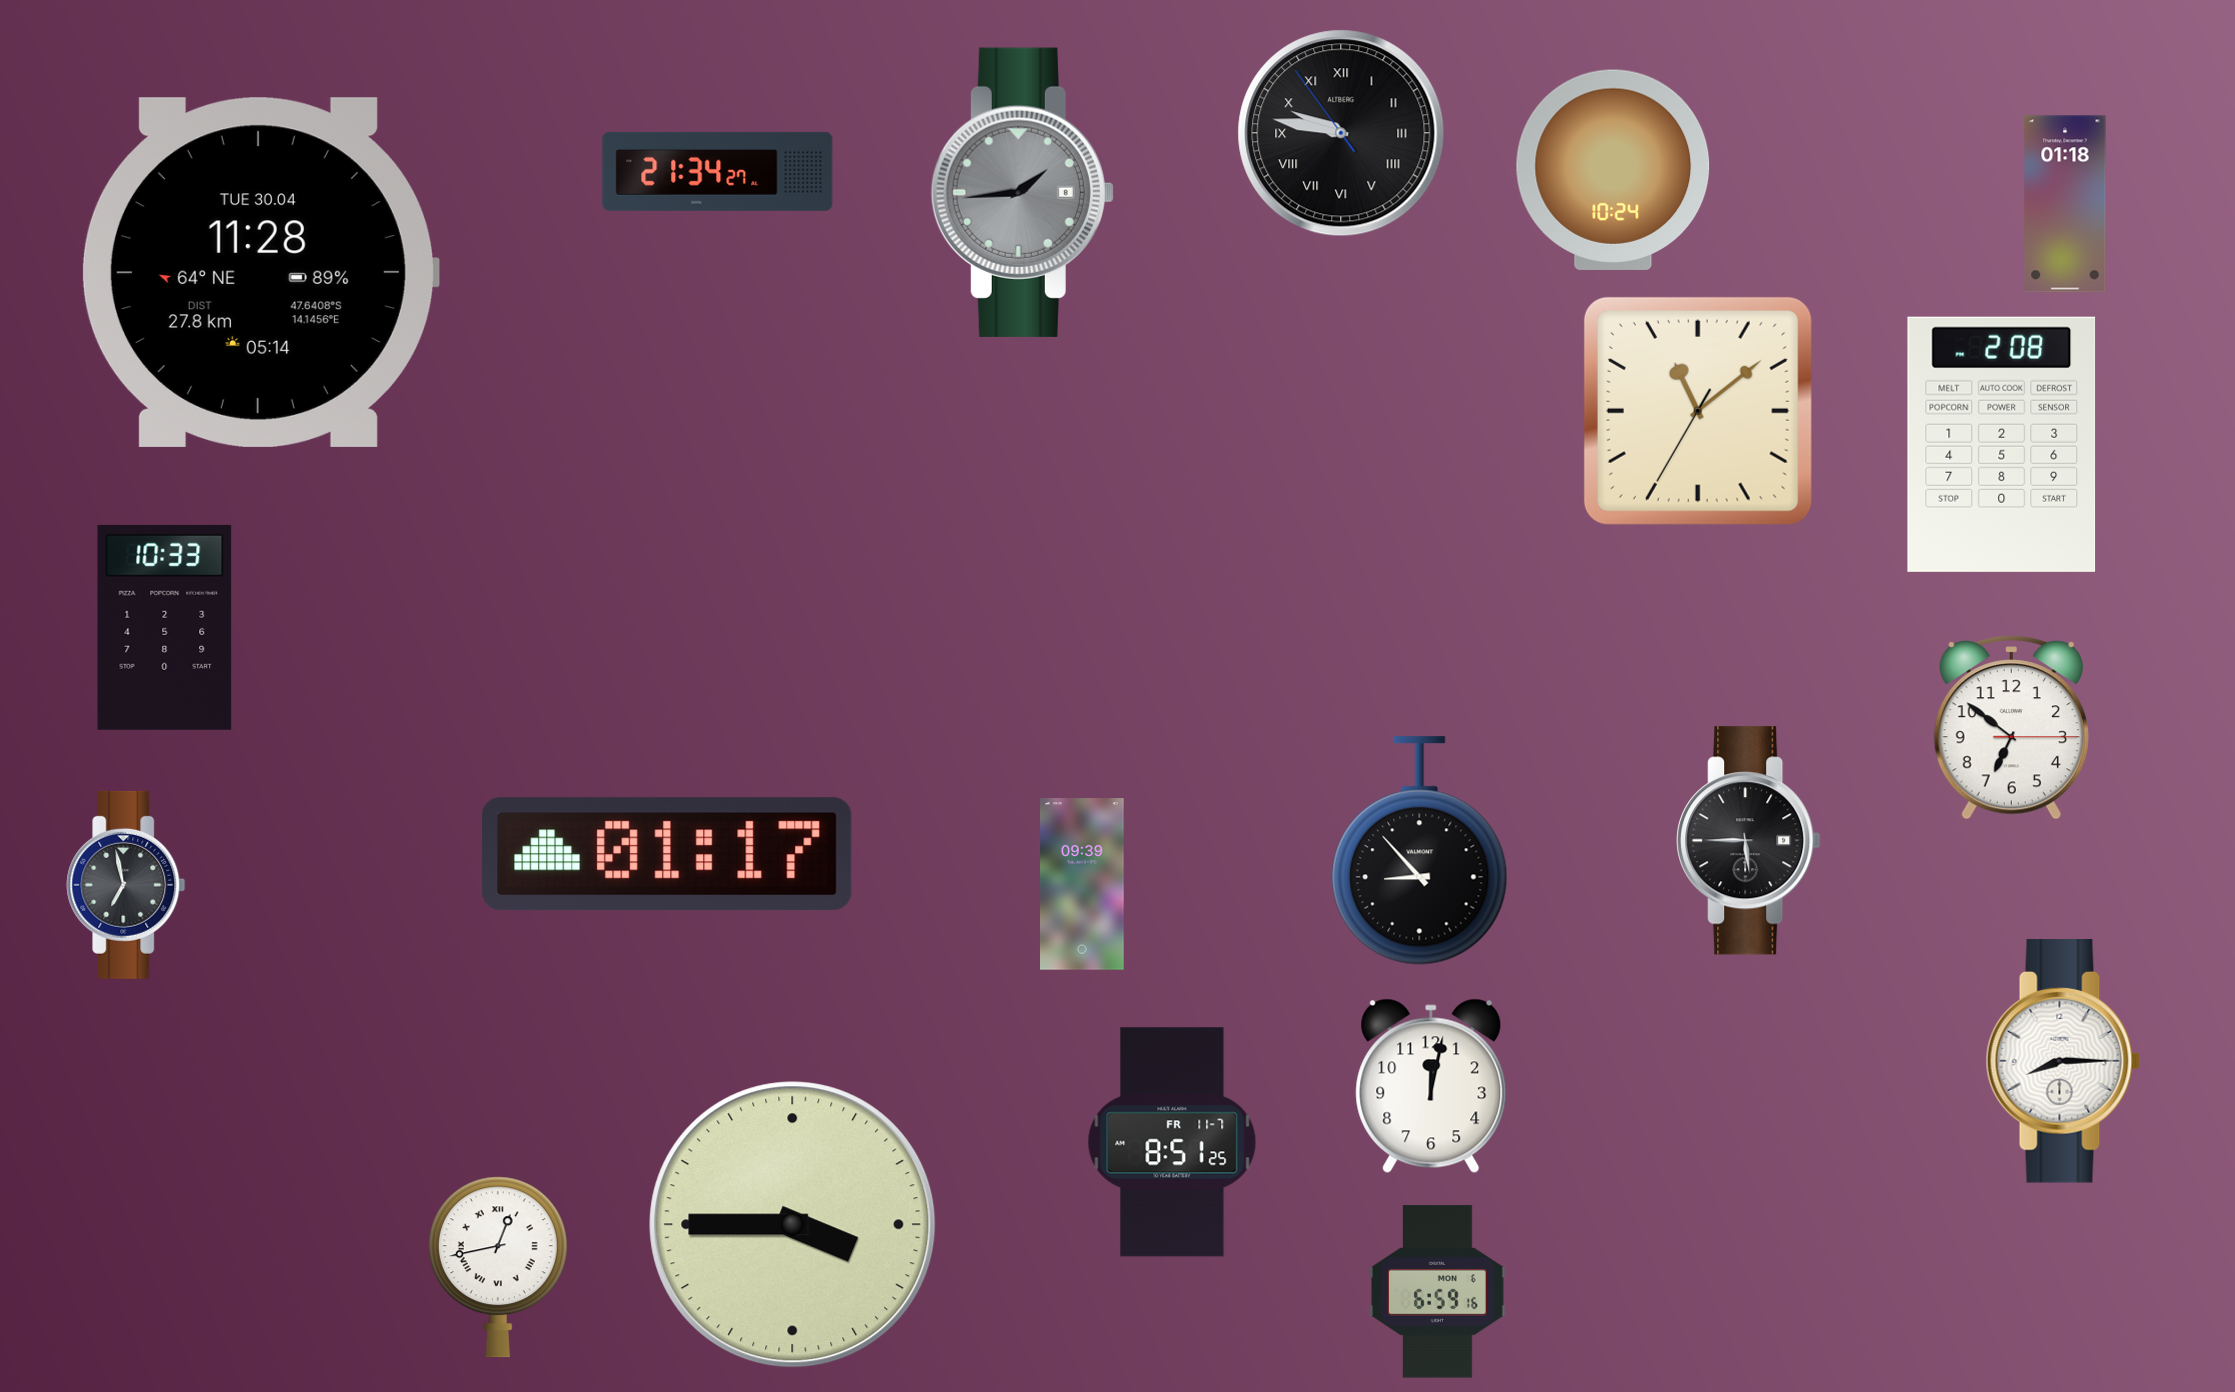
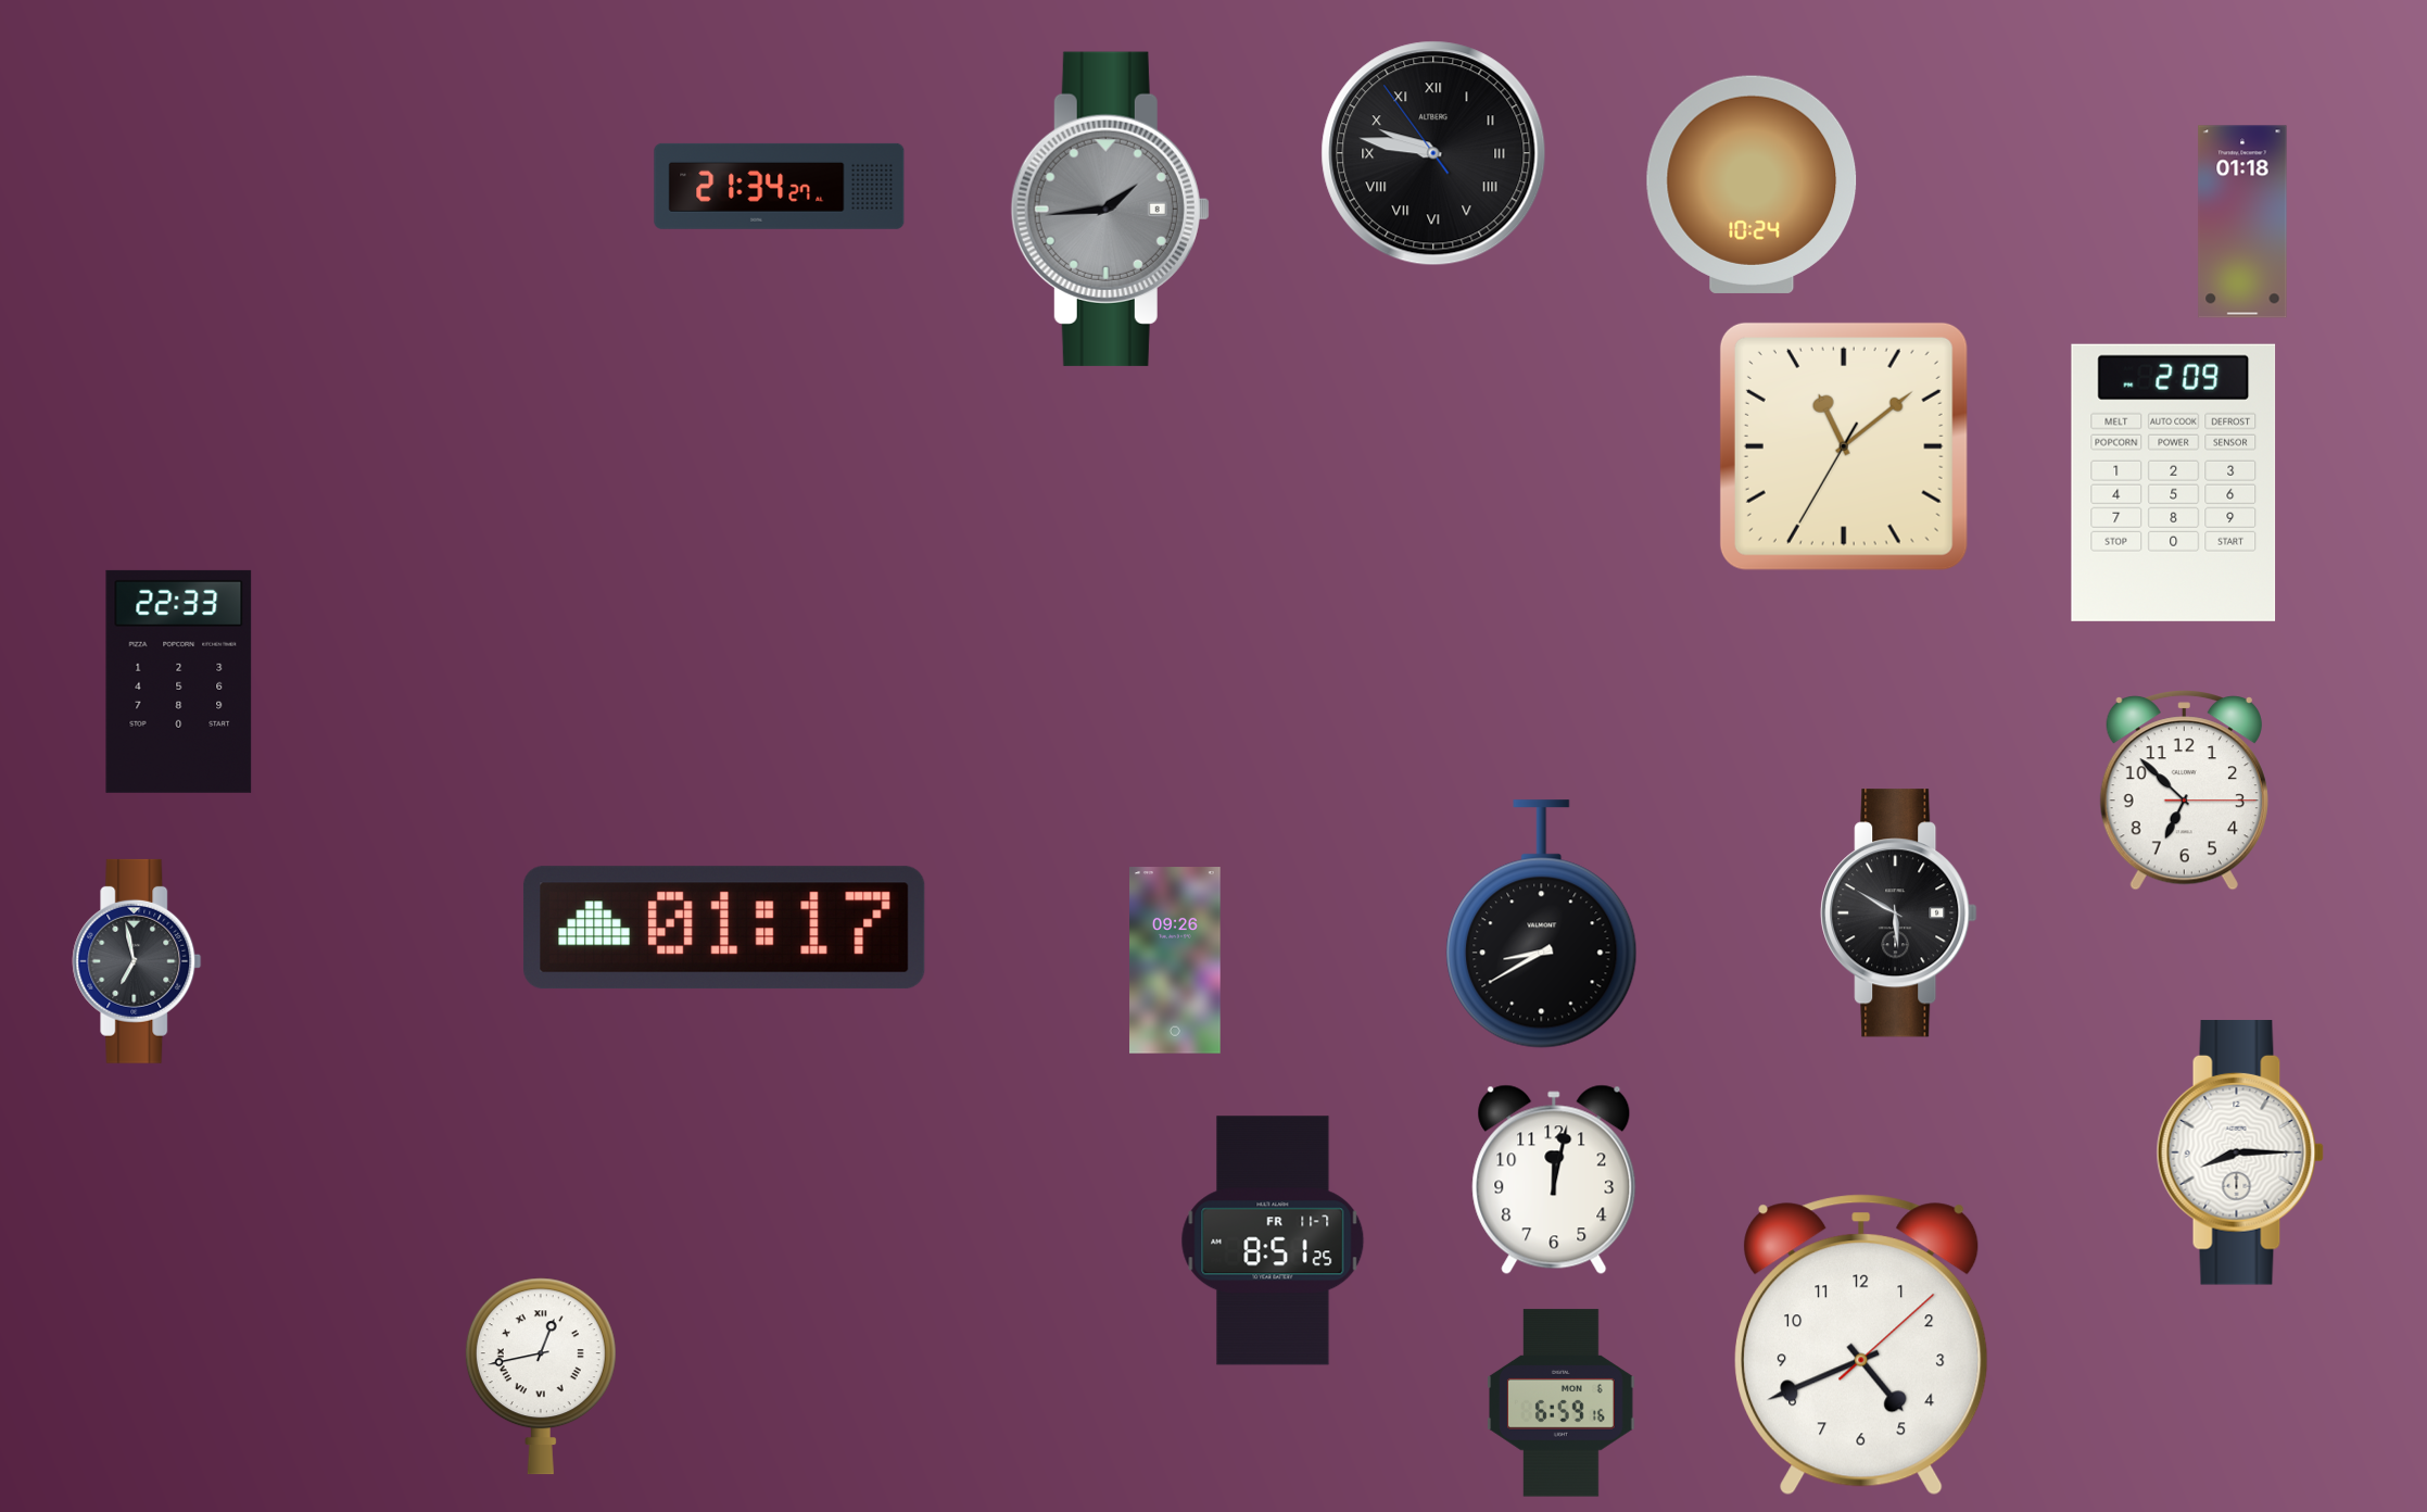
clock at (1341, 133) position: (1341, 133) -> (1433, 153)
clock at (260, 272): 11:28 -> none
clock at (2002, 444): 2:08 -> 2:09
clock at (165, 627): 10:33 -> 22:33
clock at (2011, 728): 6:51 -> 6:52
clock at (1749, 841): 5:45 -> 5:50
clock at (1420, 851): 8:53 -> 8:40
clock at (1083, 884): 09:39 -> 09:26
clock at (793, 1225): 3:45 -> none
clock at (1861, 1345): none -> 4:41
